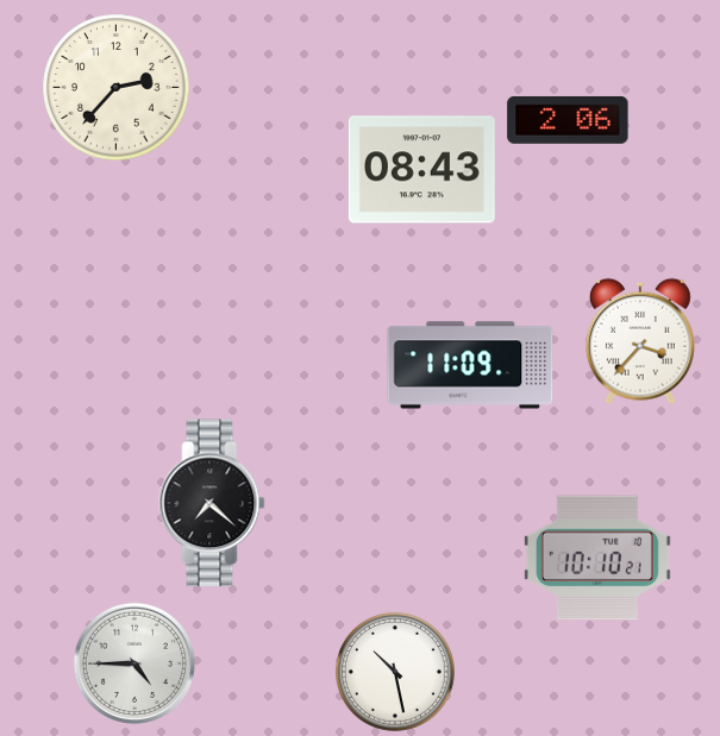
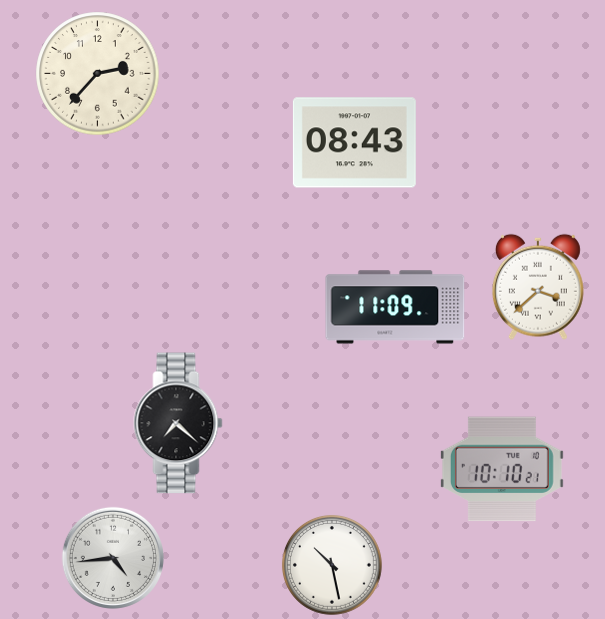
clock at (568, 120): 2:06 -> none
clock at (640, 341): 3:37 -> 3:38
clock at (134, 663): 4:45 -> 4:44
